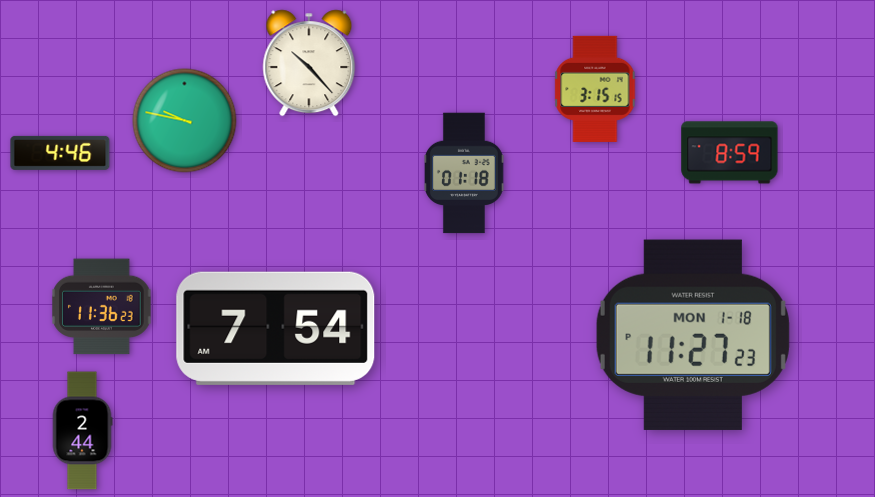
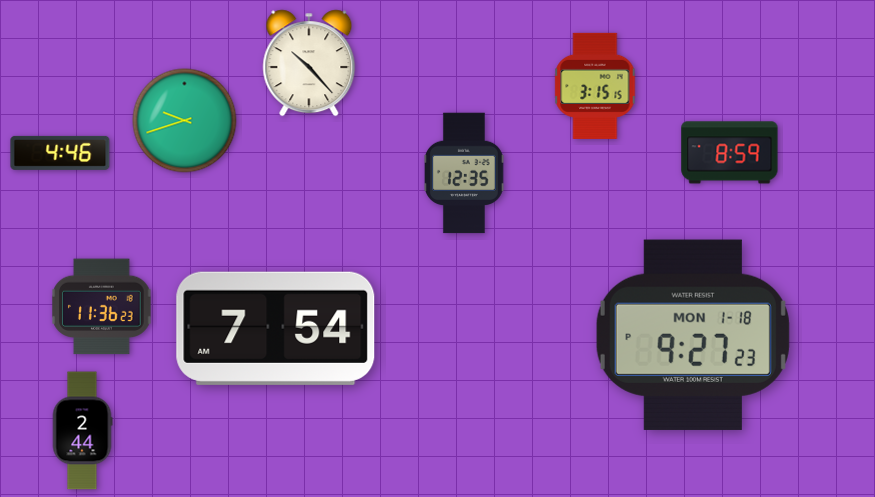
clock at (595, 89) position: (595, 89) -> (595, 86)
clock at (185, 121): 9:47 -> 9:42
clock at (465, 173): 01:18 -> 12:35
clock at (693, 335): 11:27 -> 9:27
